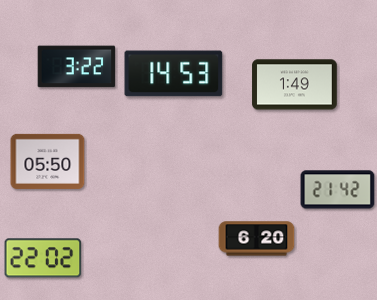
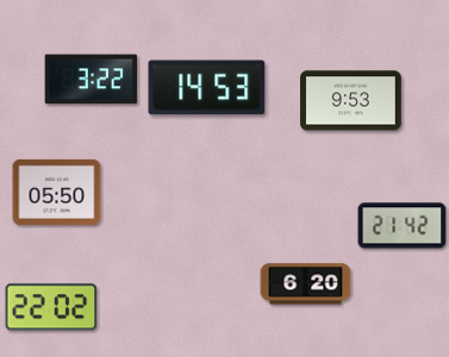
clock at (295, 85): 1:49 -> 9:53
